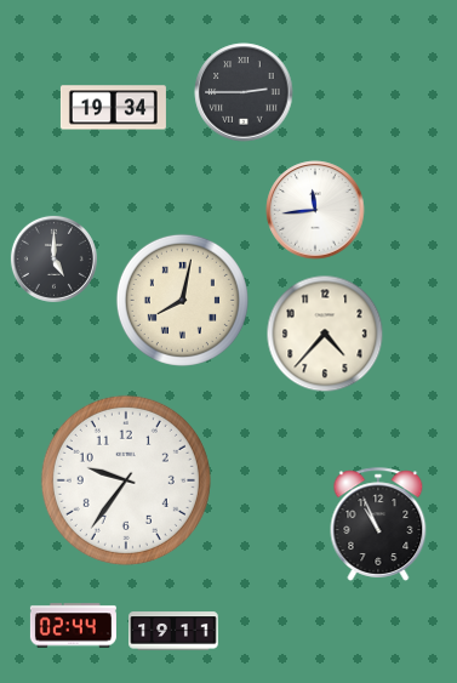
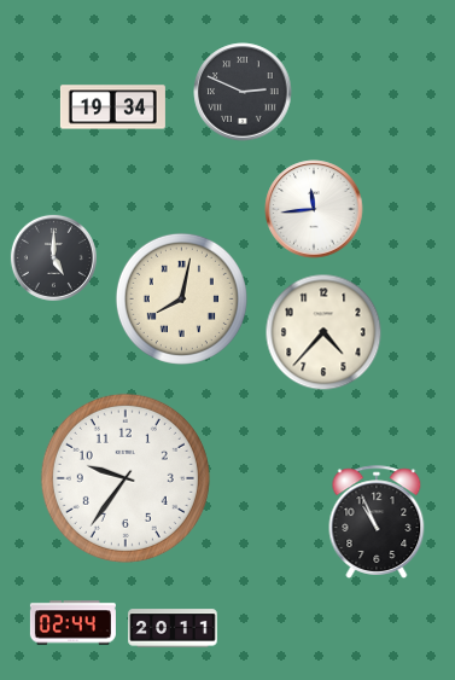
clock at (244, 92): 2:45 -> 2:49
clock at (173, 631): 19:11 -> 20:11
